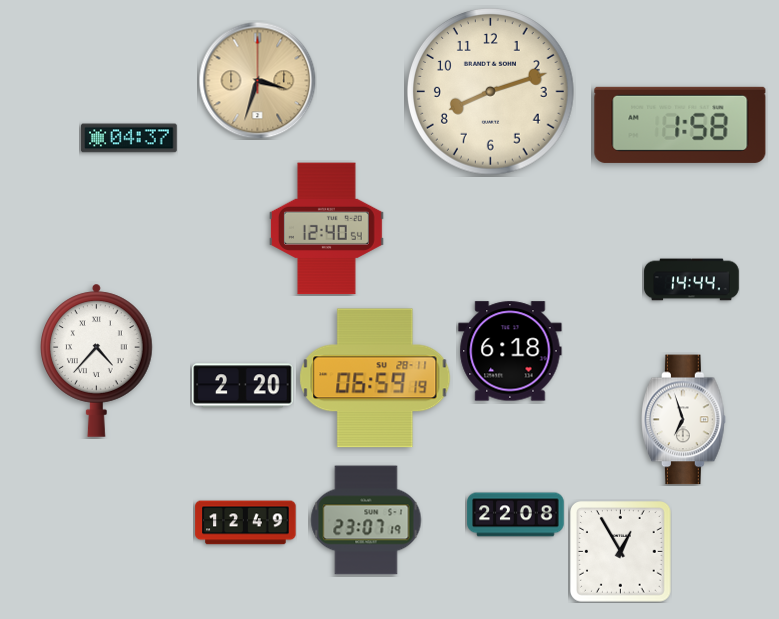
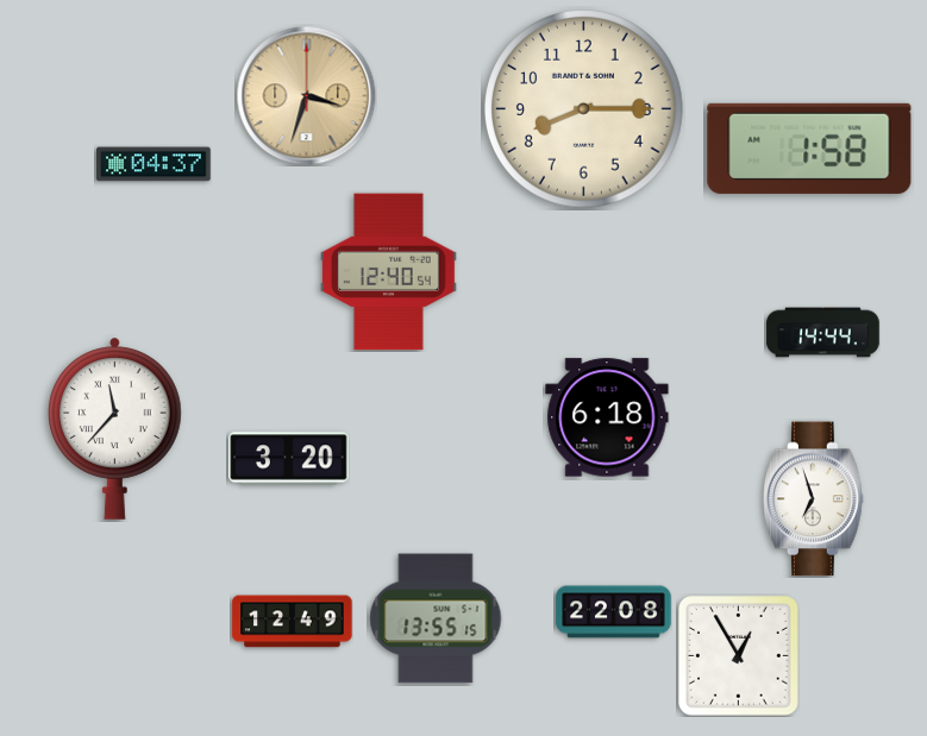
clock at (491, 92): 8:12 -> 8:15
clock at (97, 360): 4:37 -> 11:37
clock at (375, 378): 06:59 -> none
clock at (243, 386): 2:20 -> 3:20
clock at (366, 520): 23:07 -> 13:55
